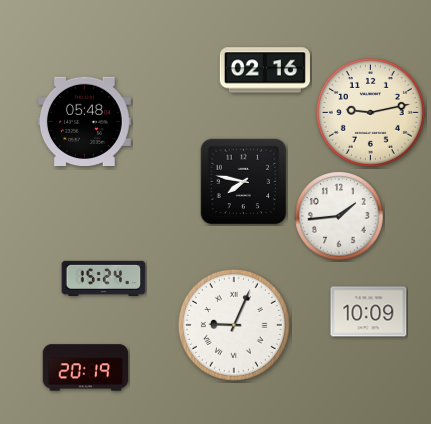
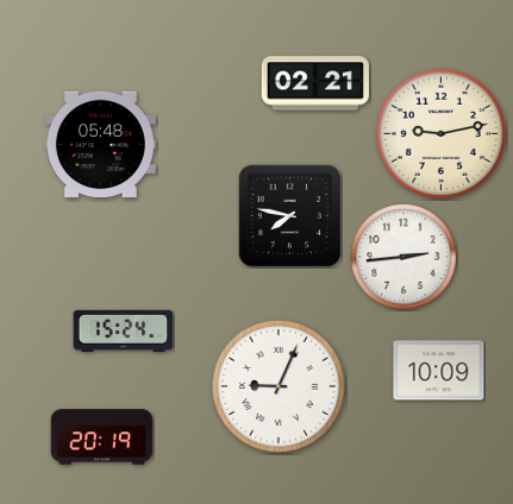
clock at (265, 70): 02:16 -> 02:21
clock at (339, 216): 1:44 -> 2:44
